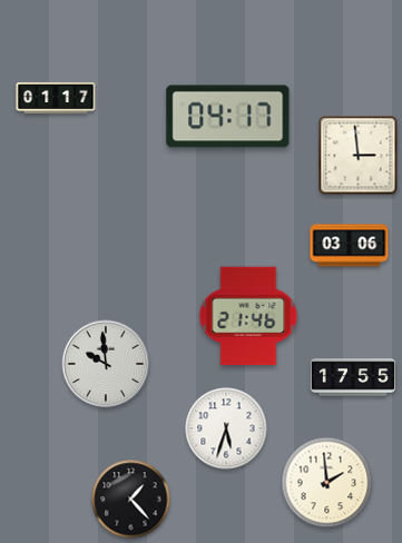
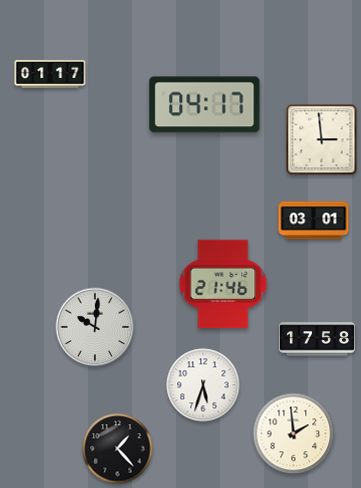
clock at (56, 98) position: (56, 98) -> (50, 74)
clock at (350, 246): 03:06 -> 03:01
clock at (106, 364): 9:59 -> 10:01
clock at (352, 377): 17:55 -> 17:58
